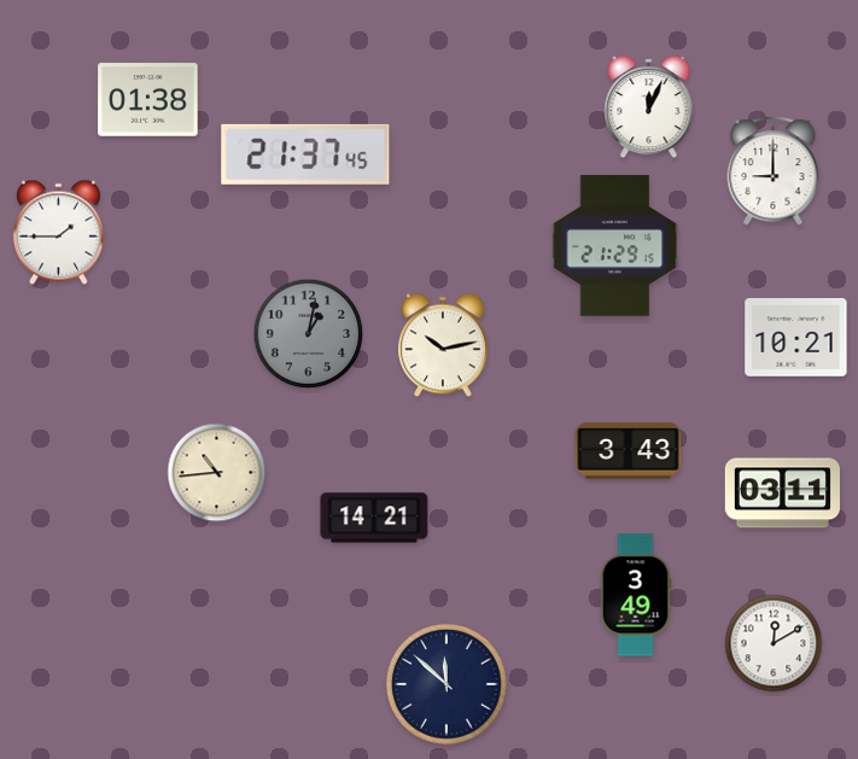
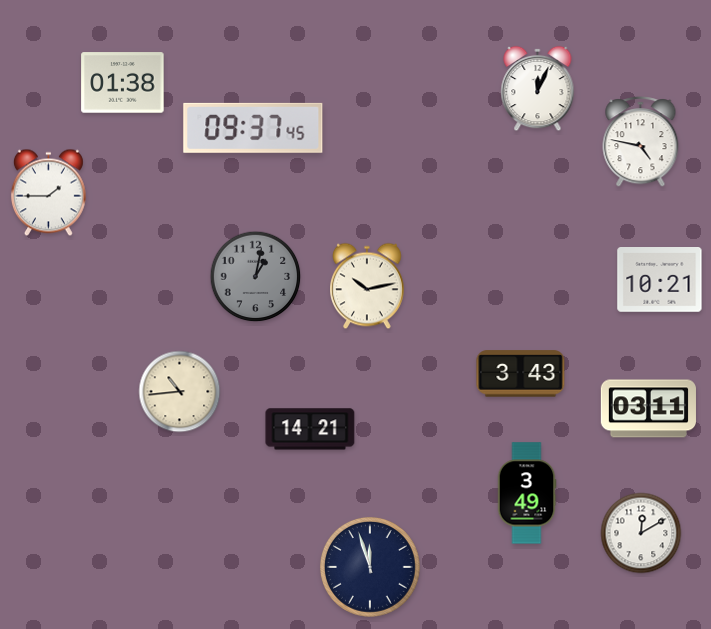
clock at (305, 154): 21:37 -> 09:37
clock at (774, 171): 9:00 -> 4:47
clock at (615, 246): 21:29 -> none
clock at (446, 684): 11:52 -> 11:57
